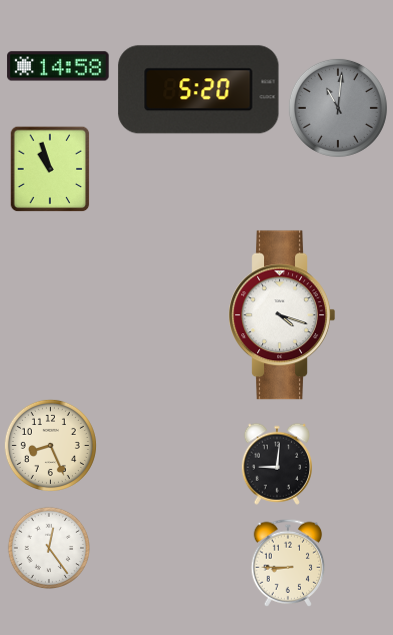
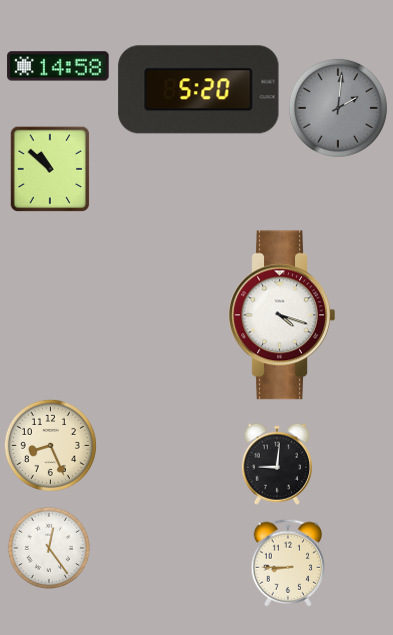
clock at (338, 108): 11:01 -> 2:01
clock at (50, 169): 10:57 -> 10:52
